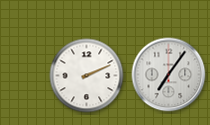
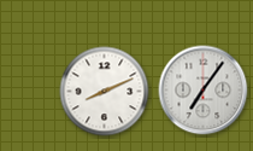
clock at (87, 76): 2:11 -> 8:11
